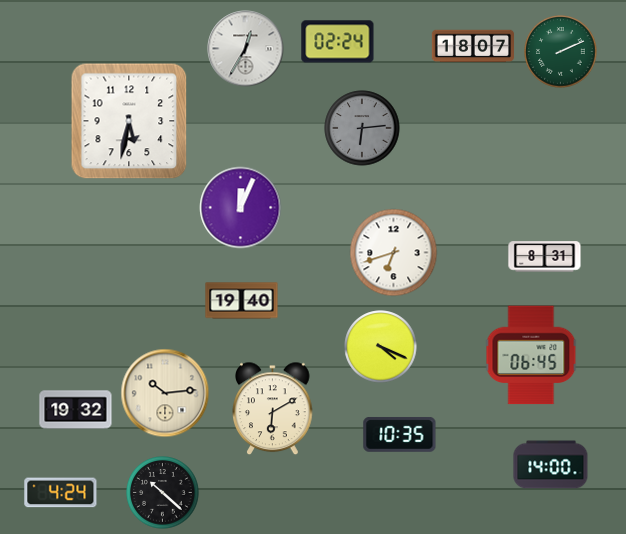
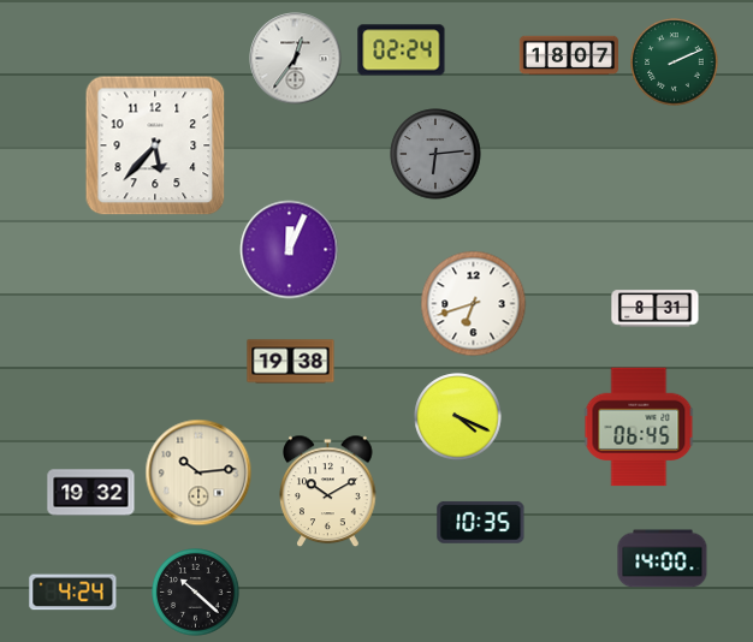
clock at (338, 42) position: (338, 42) -> (402, 50)
clock at (246, 49): 12:35 -> 12:36
clock at (129, 121): 5:32 -> 5:37
clock at (242, 301): 19:40 -> 19:38
clock at (273, 409): 6:10 -> 10:10
